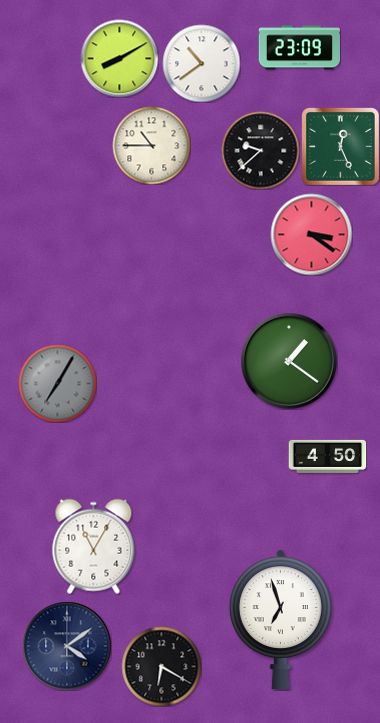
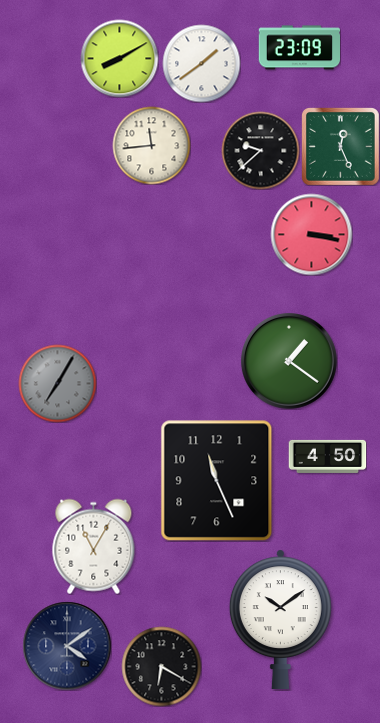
clock at (201, 63): 10:39 -> 1:39
clock at (151, 145): 10:45 -> 11:44
clock at (311, 234): 3:21 -> 3:17
clock at (217, 481): none -> 11:26
clock at (280, 619): 6:57 -> 10:09
